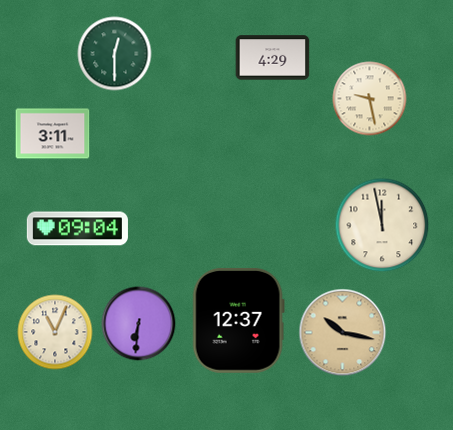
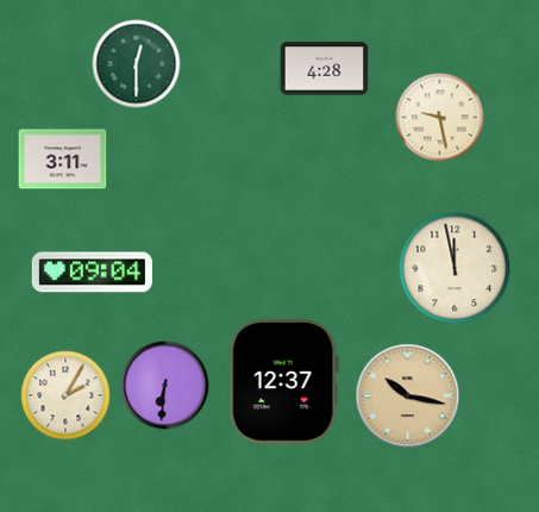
clock at (273, 58): 4:29 -> 4:28
clock at (55, 332): 11:04 -> 2:05
